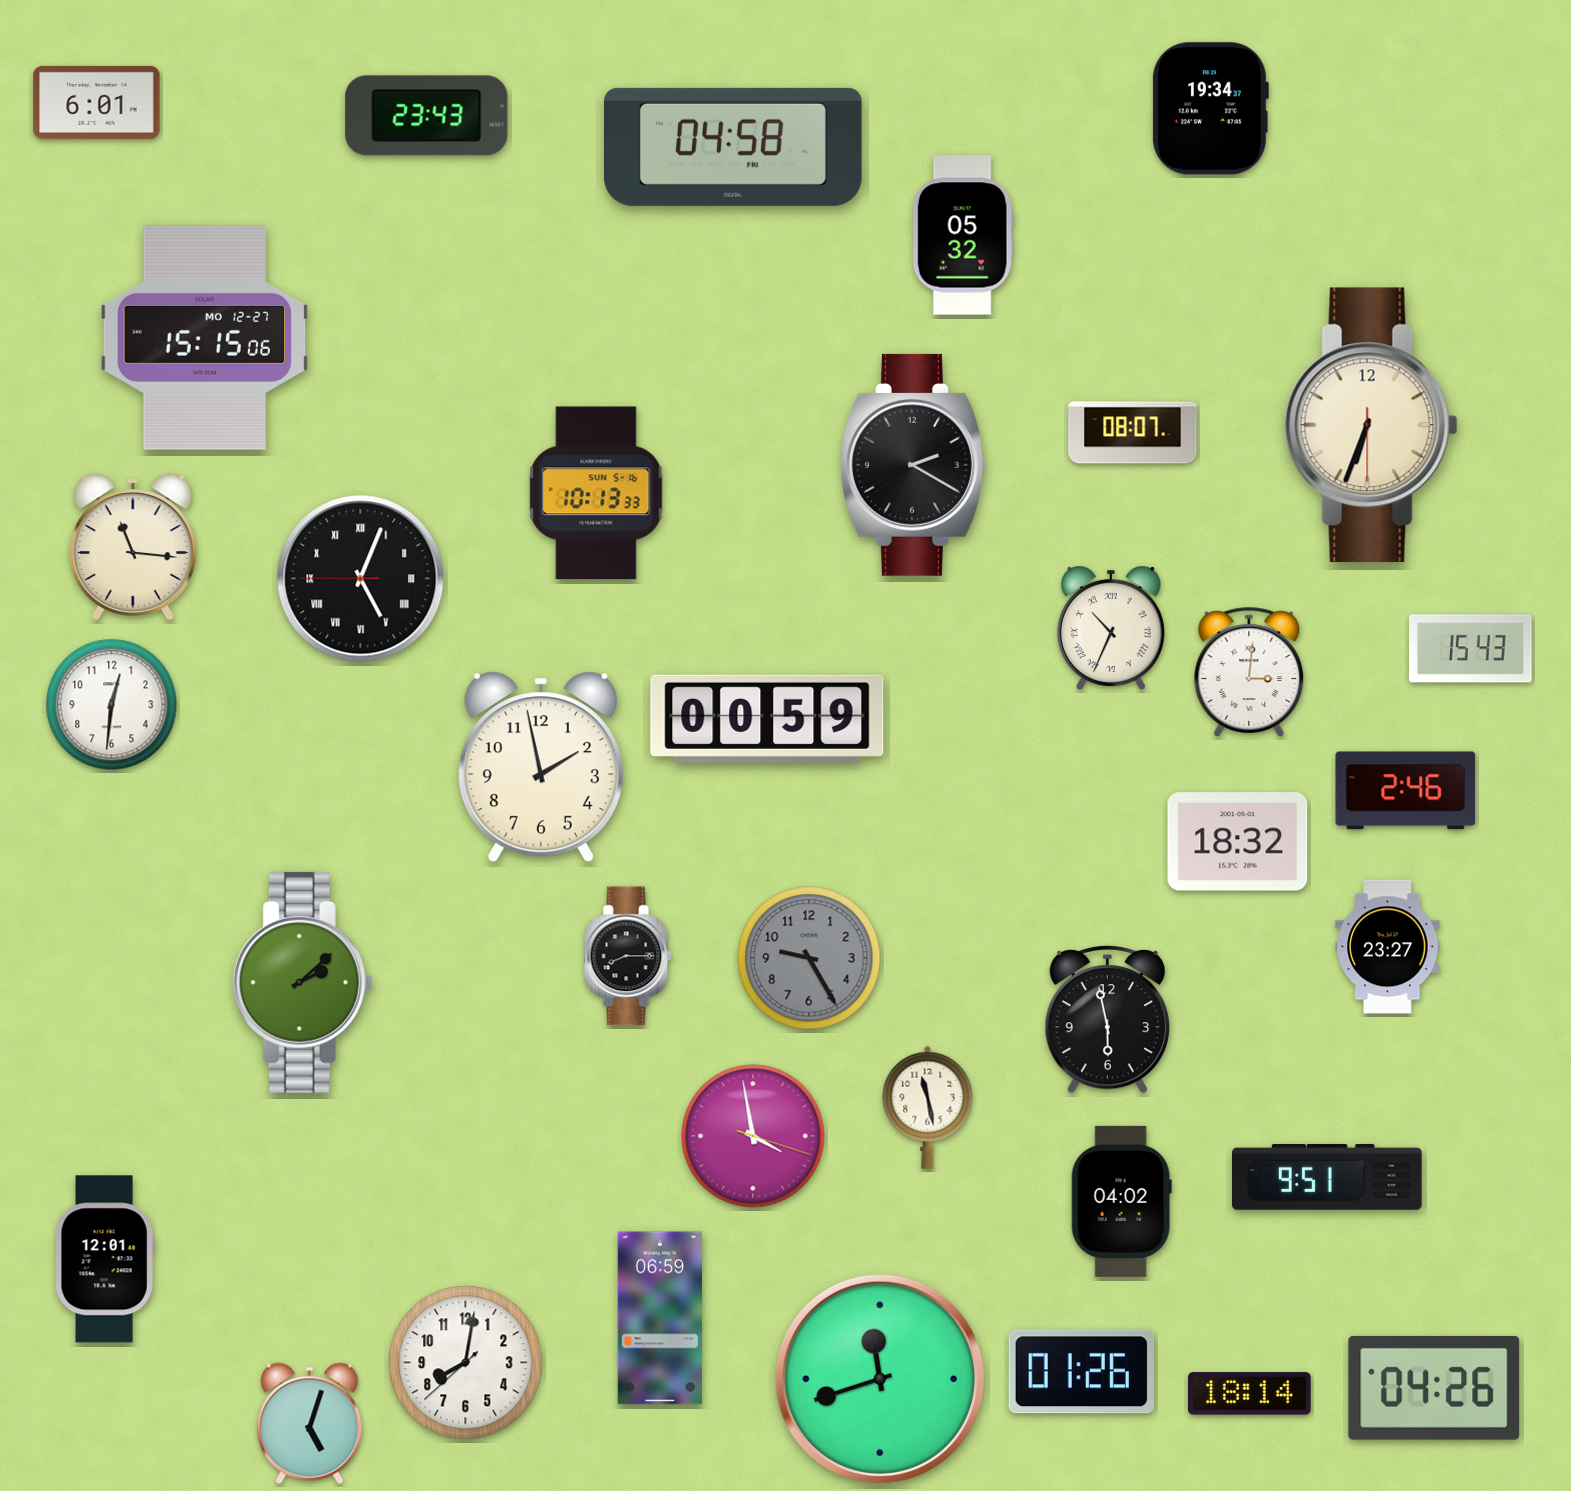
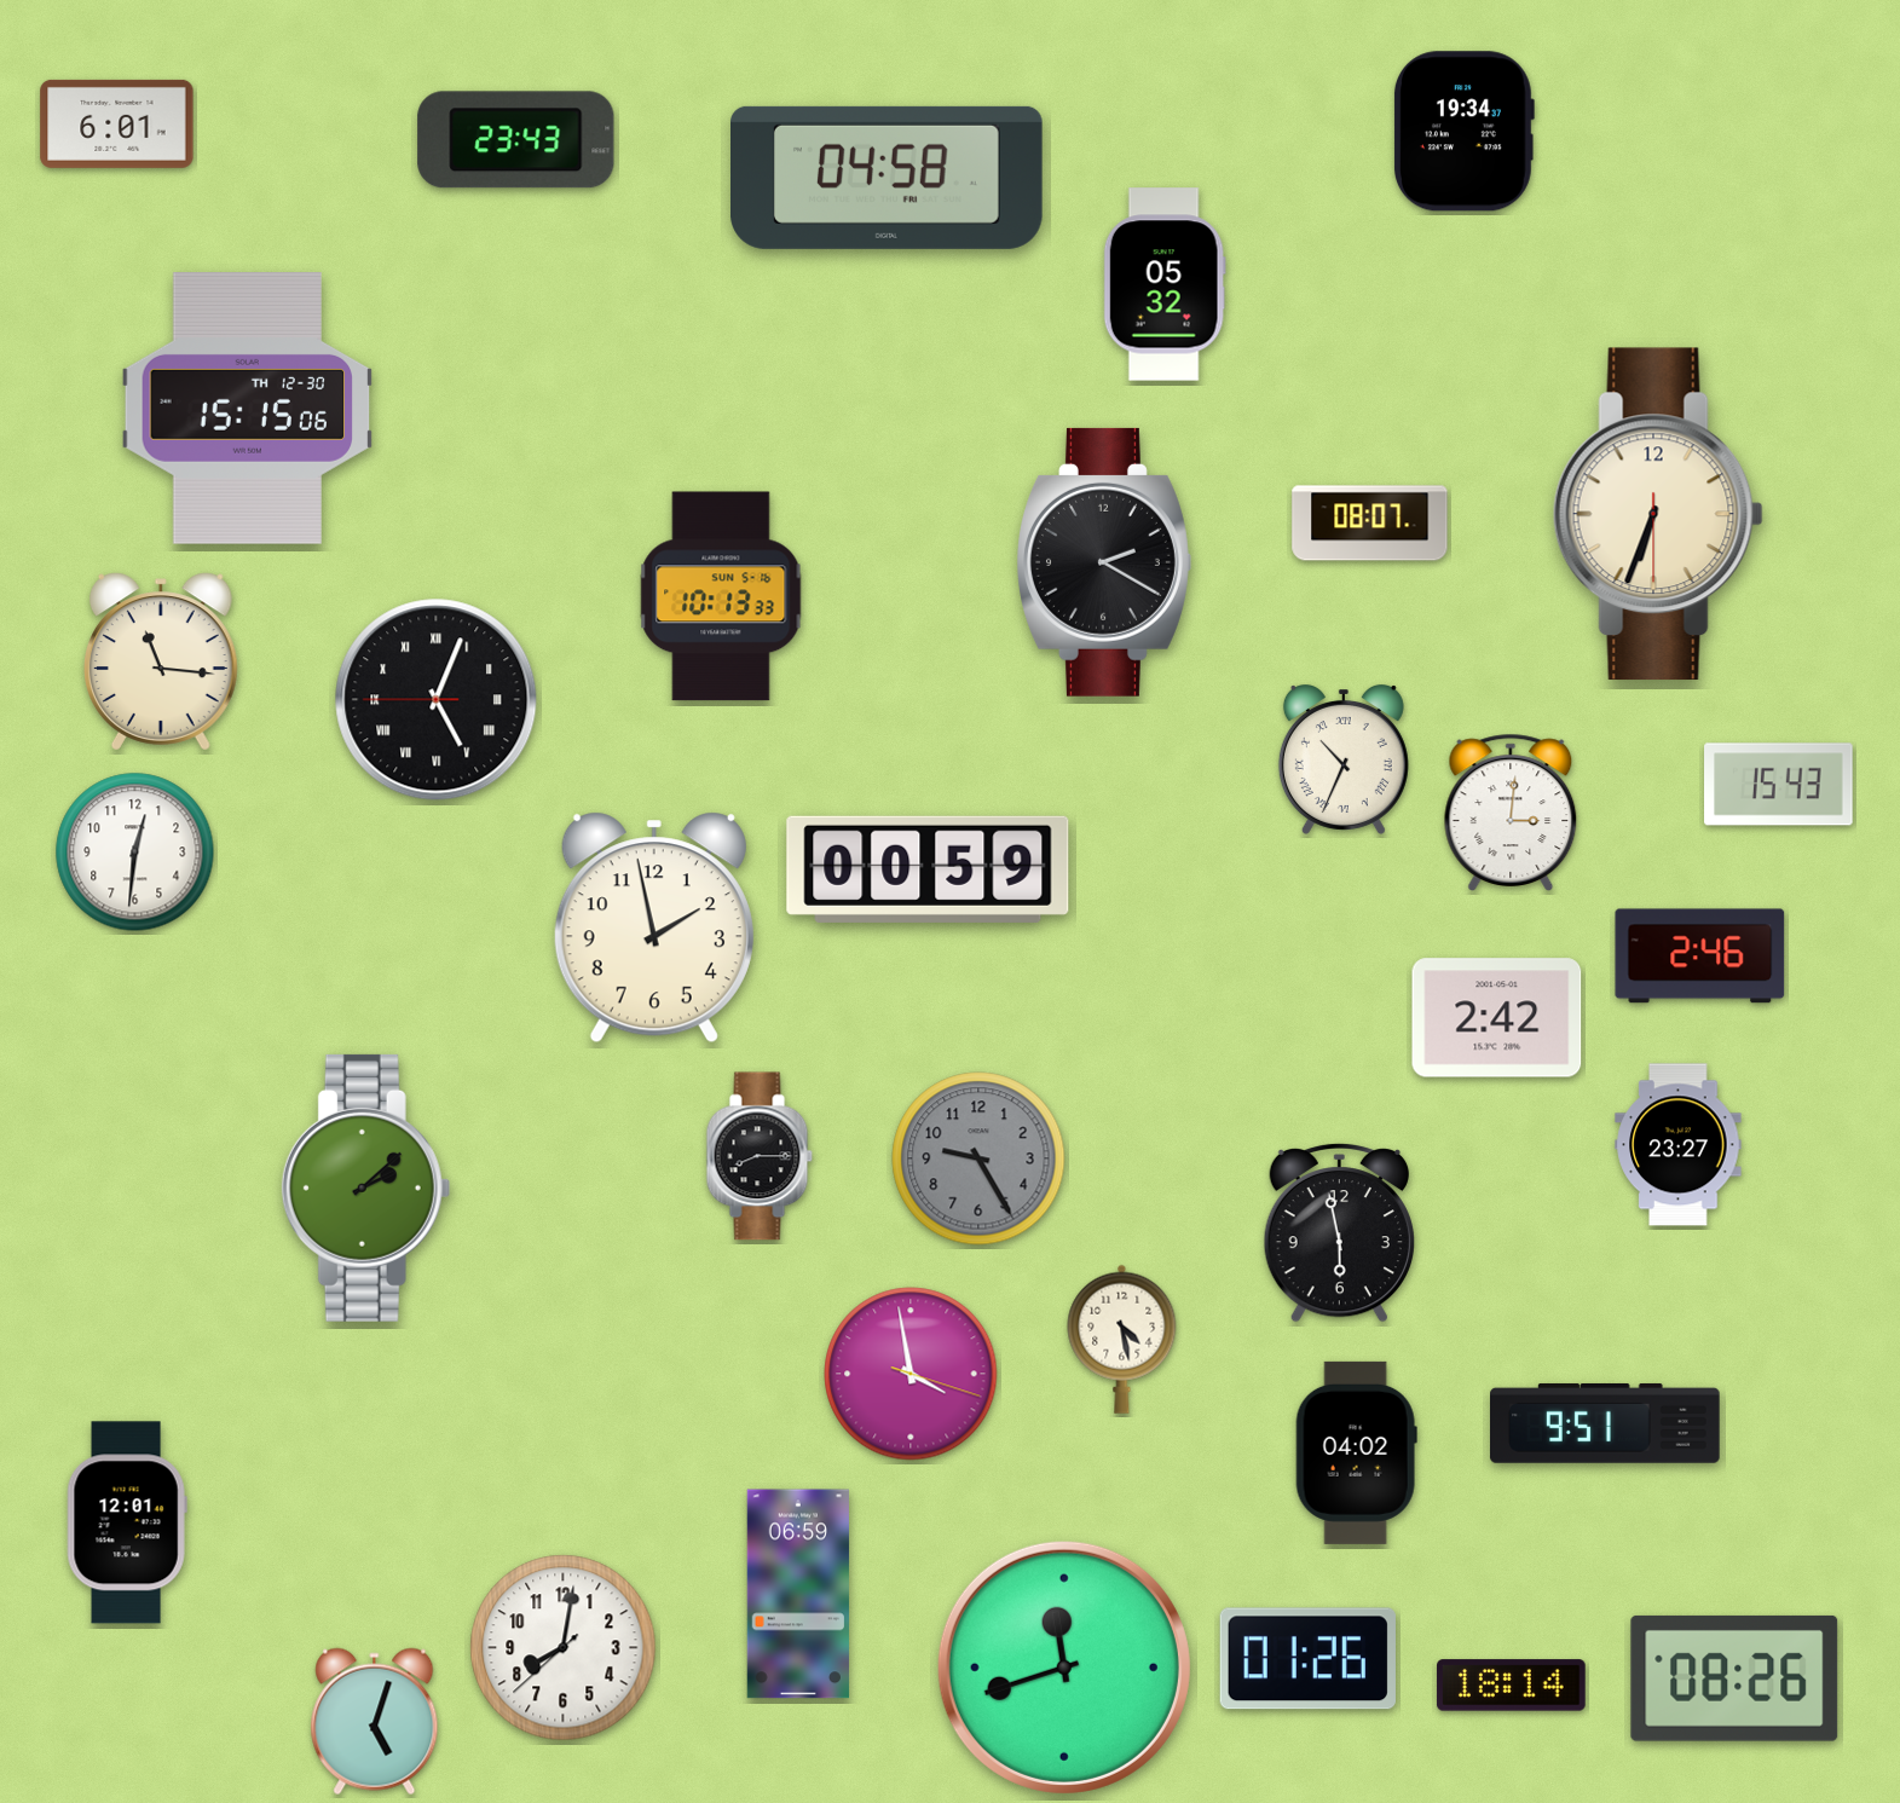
clock at (205, 338) date: MO 12-27 -> TH 12-30
clock at (1238, 842): 18:32 -> 2:42
clock at (928, 1107): 11:28 -> 4:28
clock at (1434, 1388): 04:26 -> 08:26
